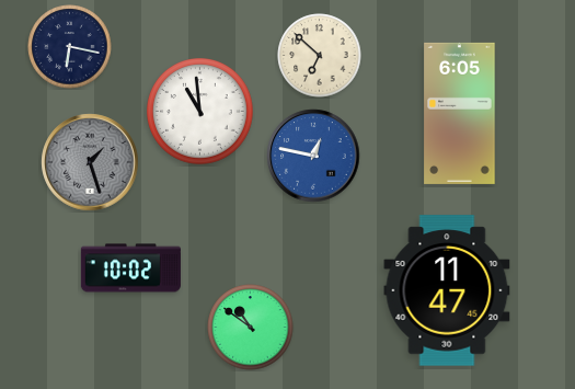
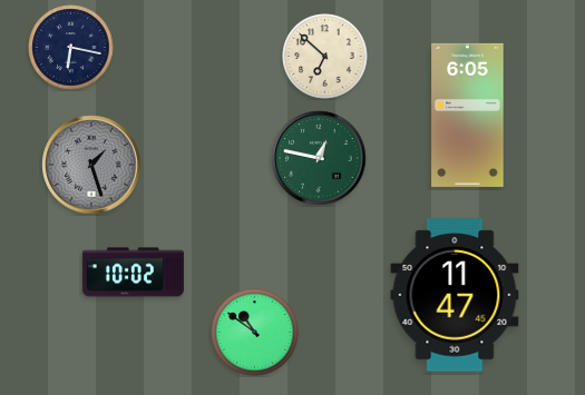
clock at (200, 112): 10:59 -> none
clock at (313, 156) dial: blue -> green
